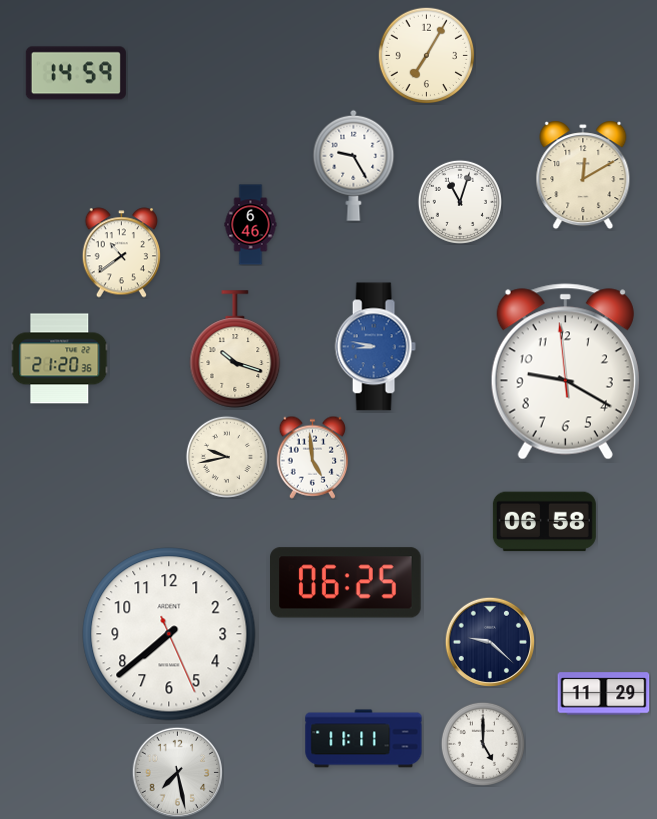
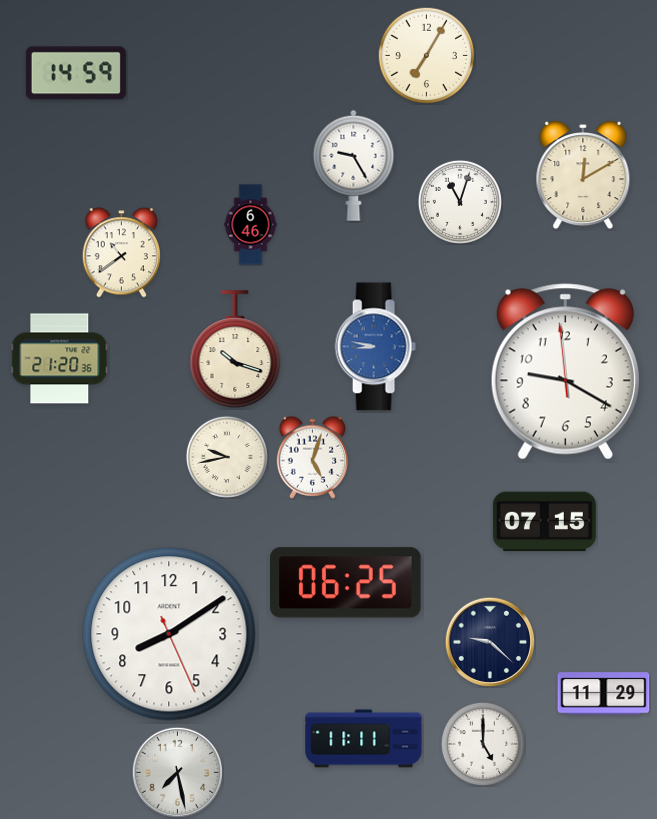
clock at (313, 457): 4:59 -> 5:03
clock at (544, 522): 06:58 -> 07:15
clock at (169, 634): 7:38 -> 8:09
